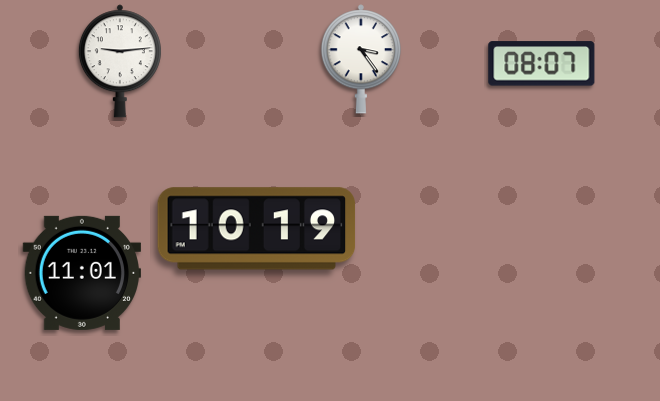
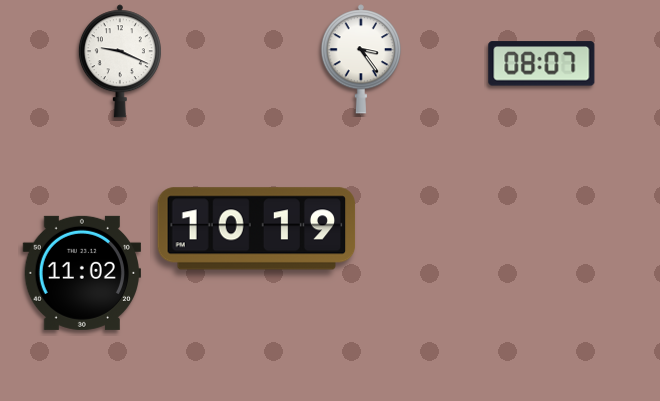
clock at (120, 61): 9:14 -> 9:19
clock at (81, 273): 11:01 -> 11:02
